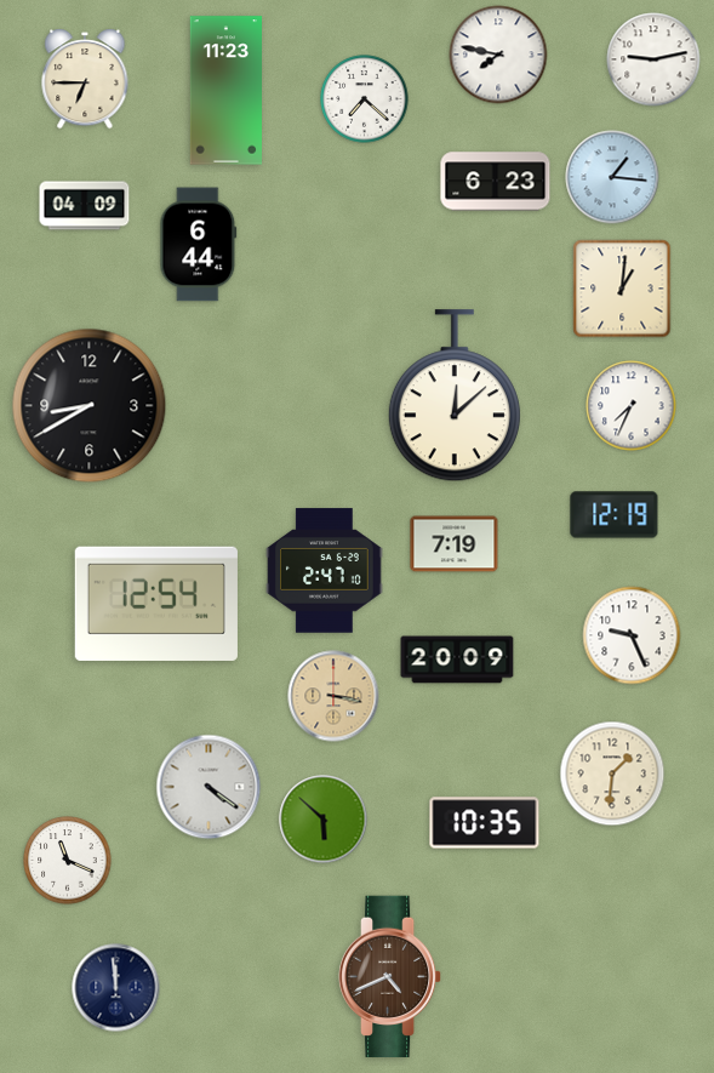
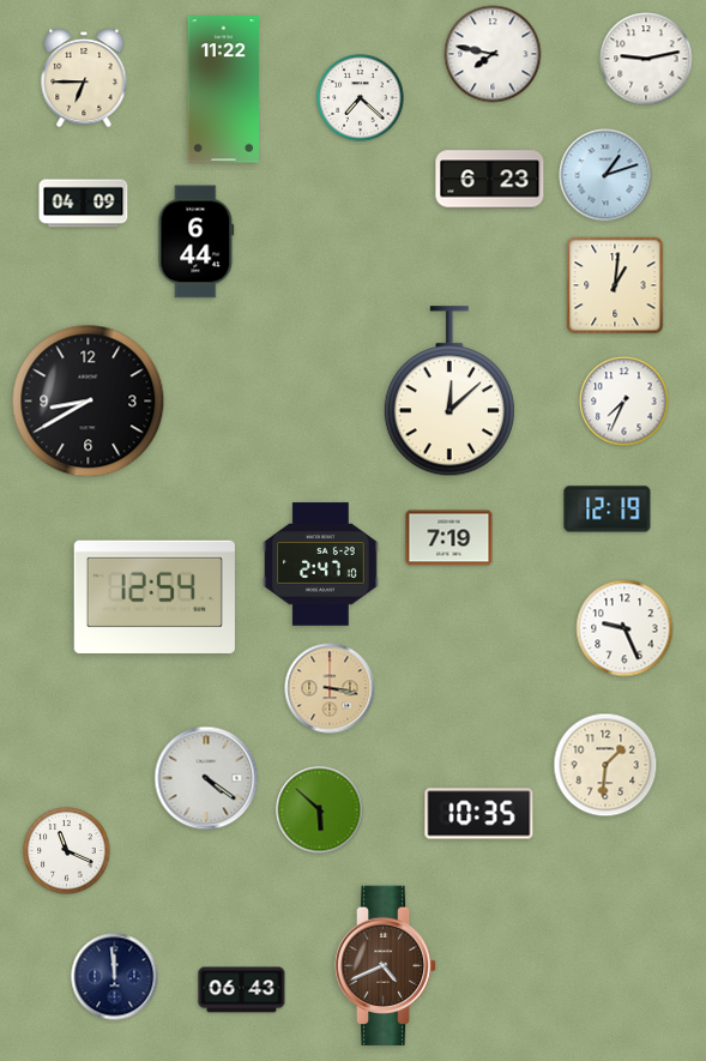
clock at (225, 91): 11:23 -> 11:22
clock at (612, 177): 1:16 -> 1:12
clock at (457, 660): 20:09 -> none
clock at (242, 990): none -> 06:43
